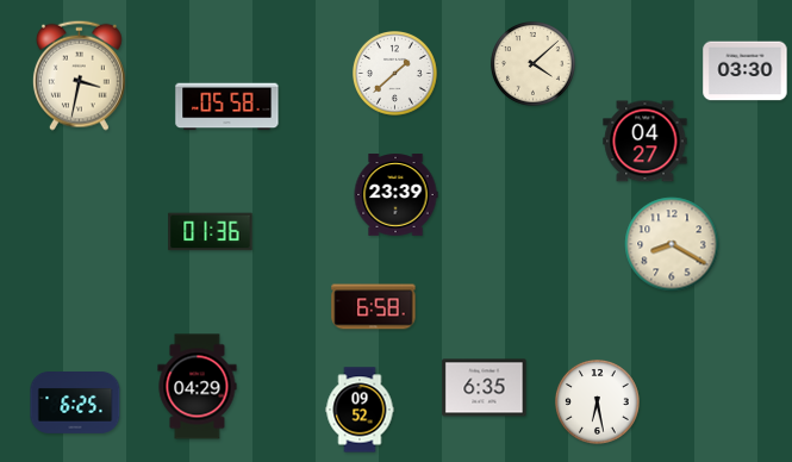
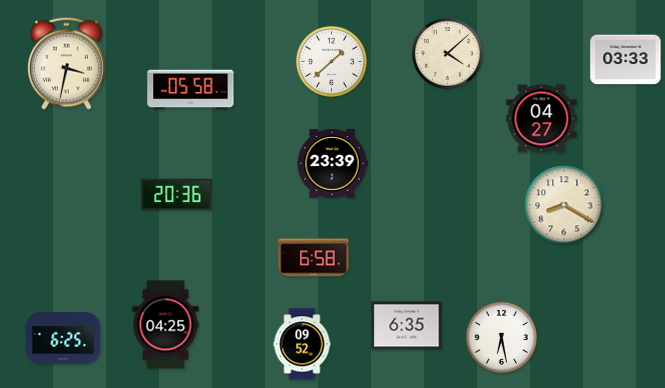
clock at (746, 71): 03:30 -> 03:33
clock at (211, 232): 01:36 -> 20:36
clock at (198, 387): 04:29 -> 04:25
